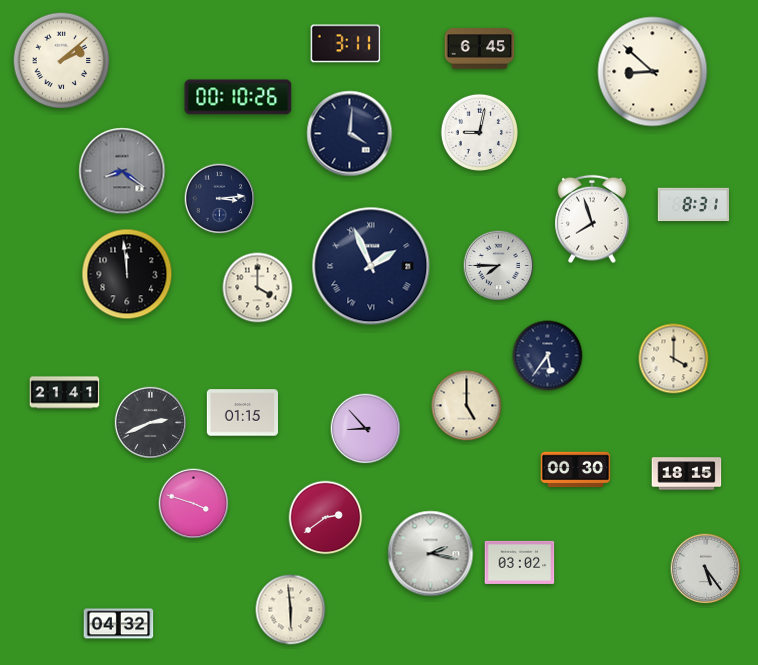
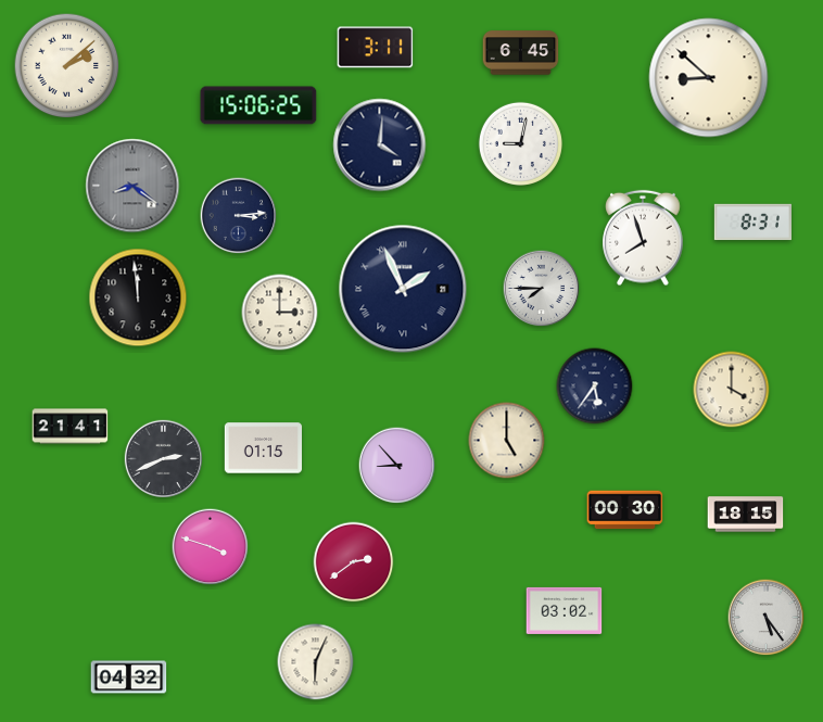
clock at (238, 97): 00:10 -> 15:06
clock at (258, 288): 4:00 -> 3:00
clock at (431, 554): 2:17 -> none
clock at (291, 610): 5:59 -> 6:04
